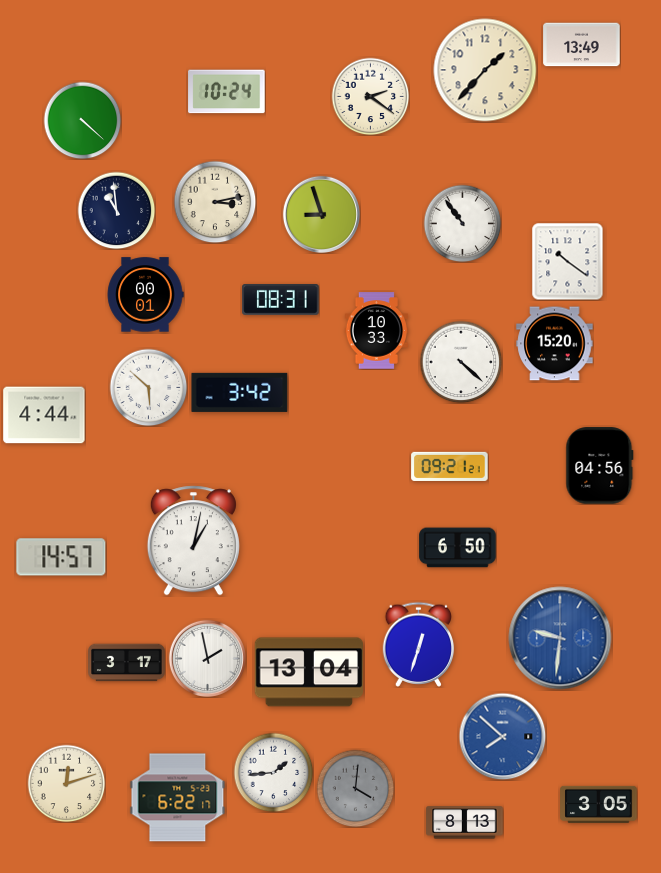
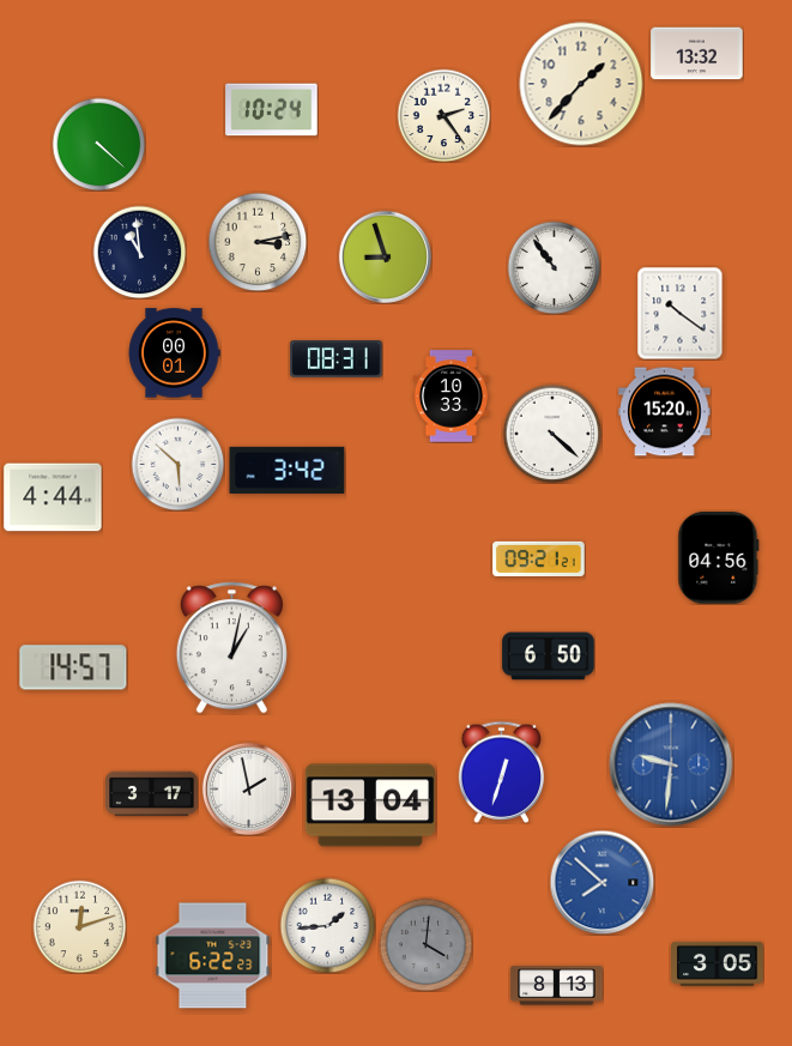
clock at (582, 45): 13:49 -> 13:32
clock at (370, 96): 2:21 -> 2:24
clock at (66, 783) position: (66, 783) -> (79, 926)
clock at (178, 798): 6:22:17 -> 6:22:23
